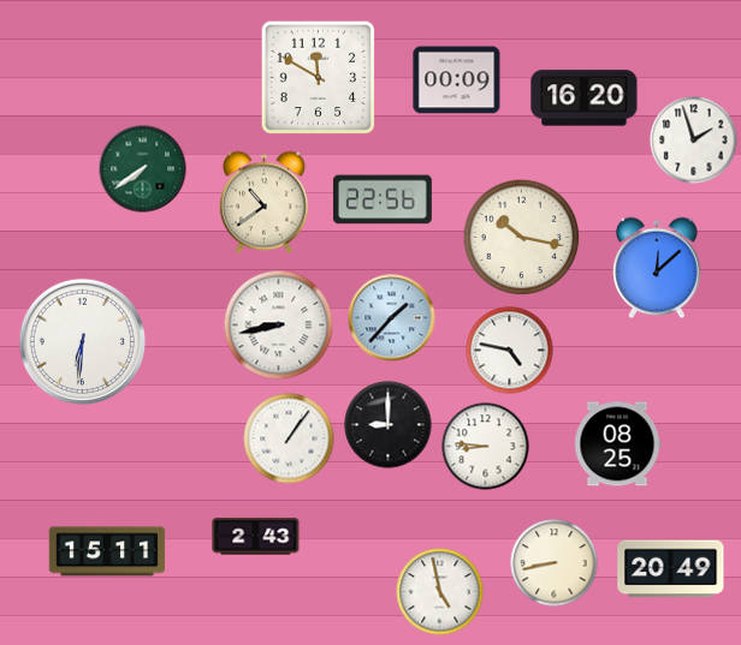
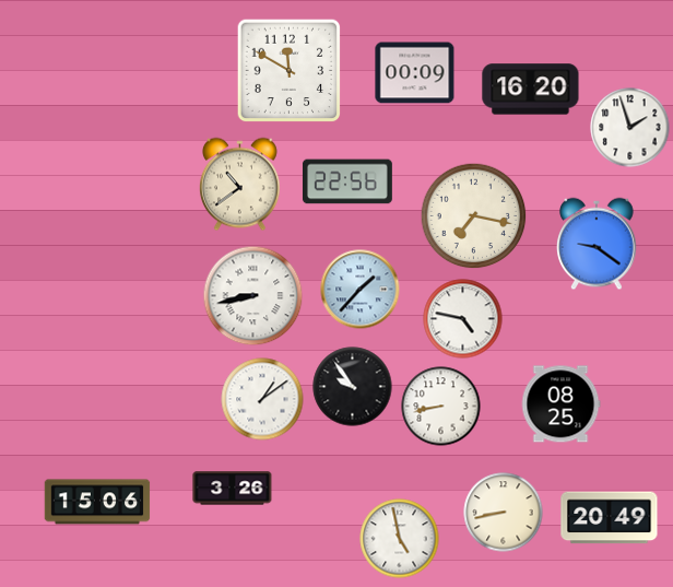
clock at (143, 169): 7:39 -> none
clock at (522, 238): 10:17 -> 7:17
clock at (657, 268): 12:08 -> 9:21
clock at (392, 318) position: (392, 318) -> (361, 290)
clock at (82, 341): 6:31 -> none
clock at (389, 425): 9:00 -> 9:54
clock at (289, 438): 1:06 -> 1:09
clock at (486, 447): 8:46 -> 8:43
clock at (256, 537): 2:43 -> 3:26
clock at (107, 551): 15:11 -> 15:06
